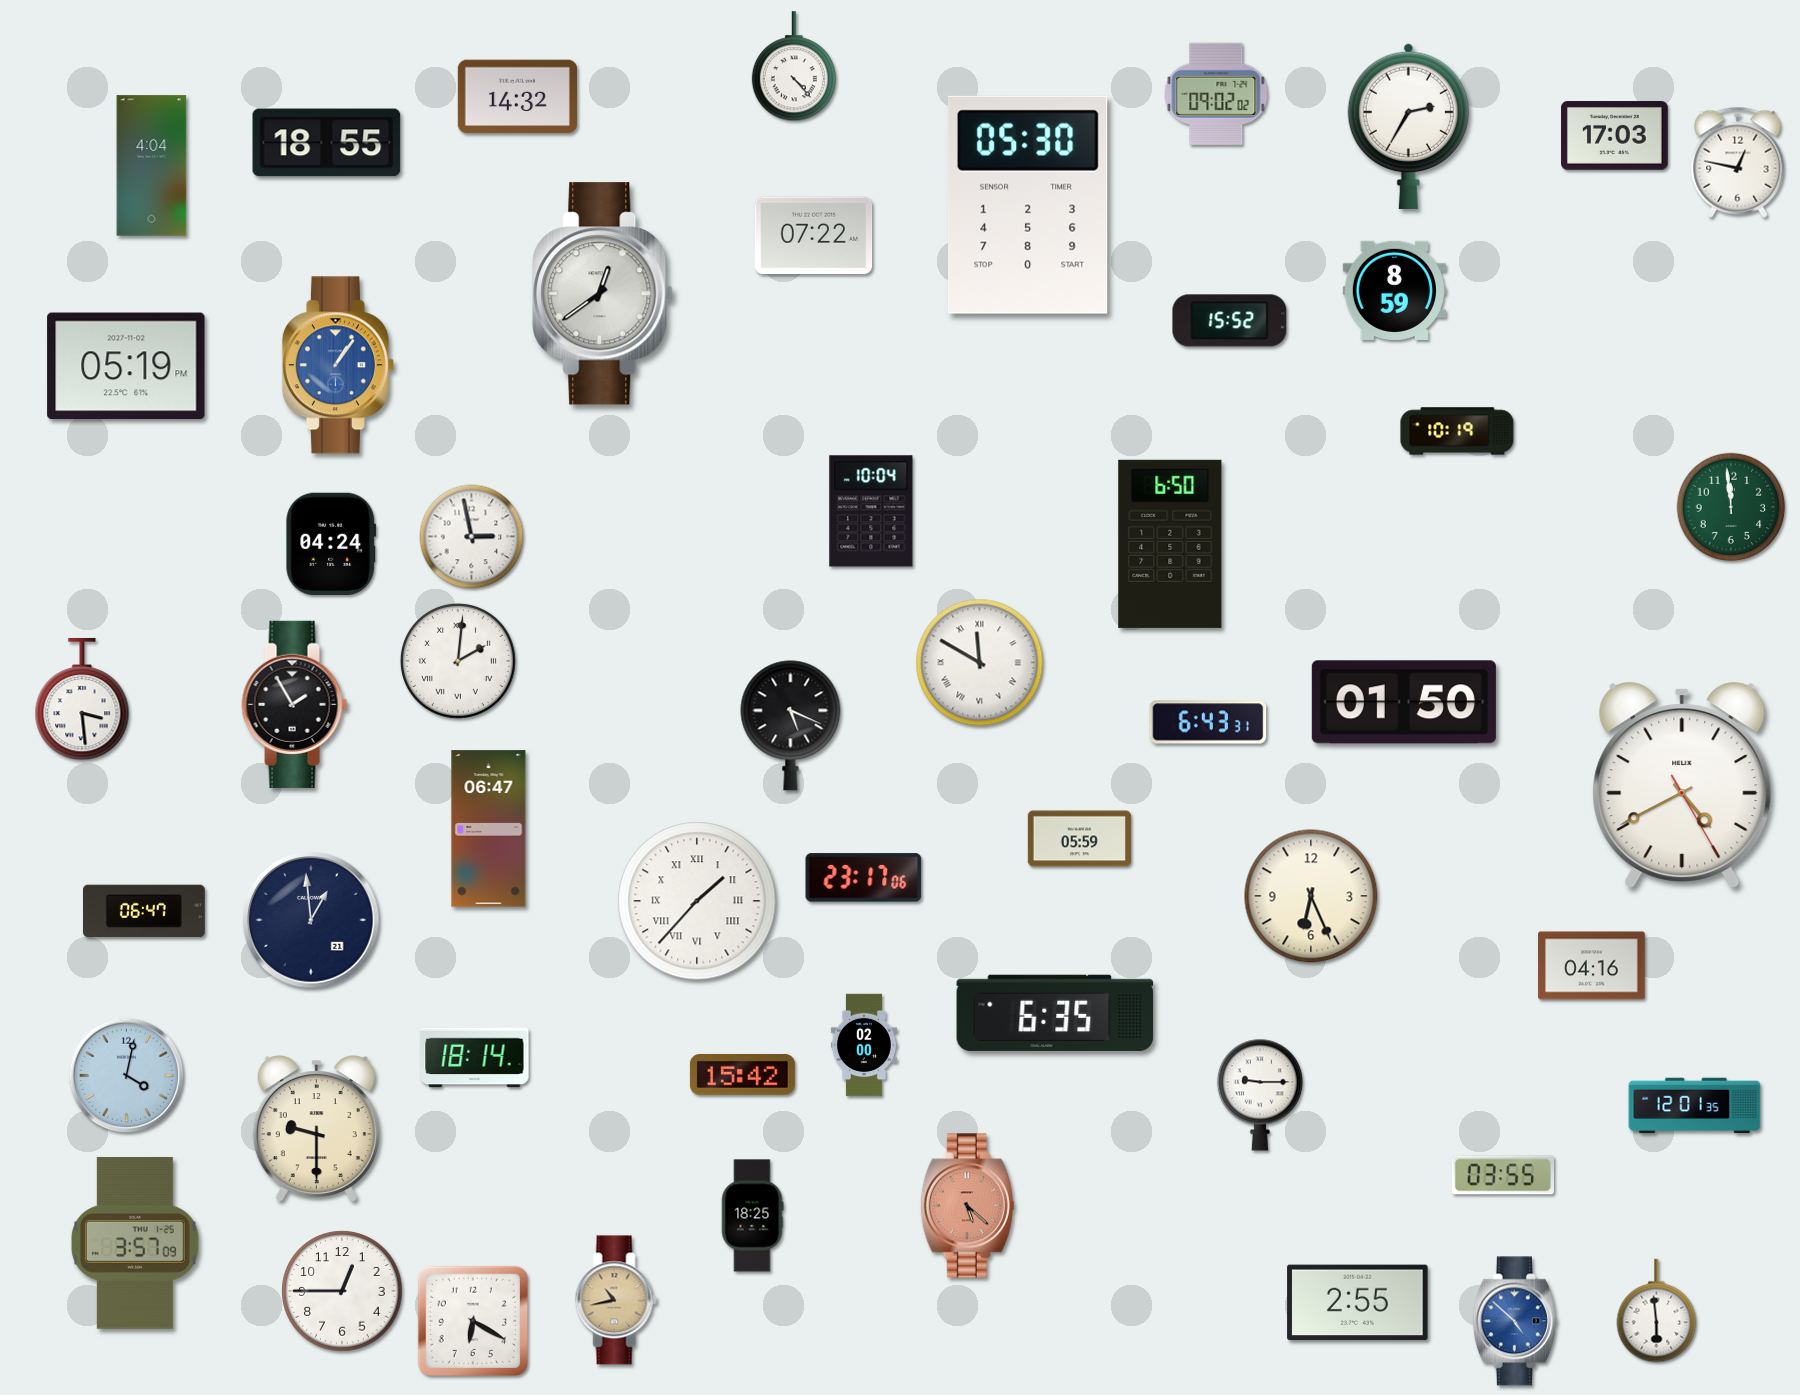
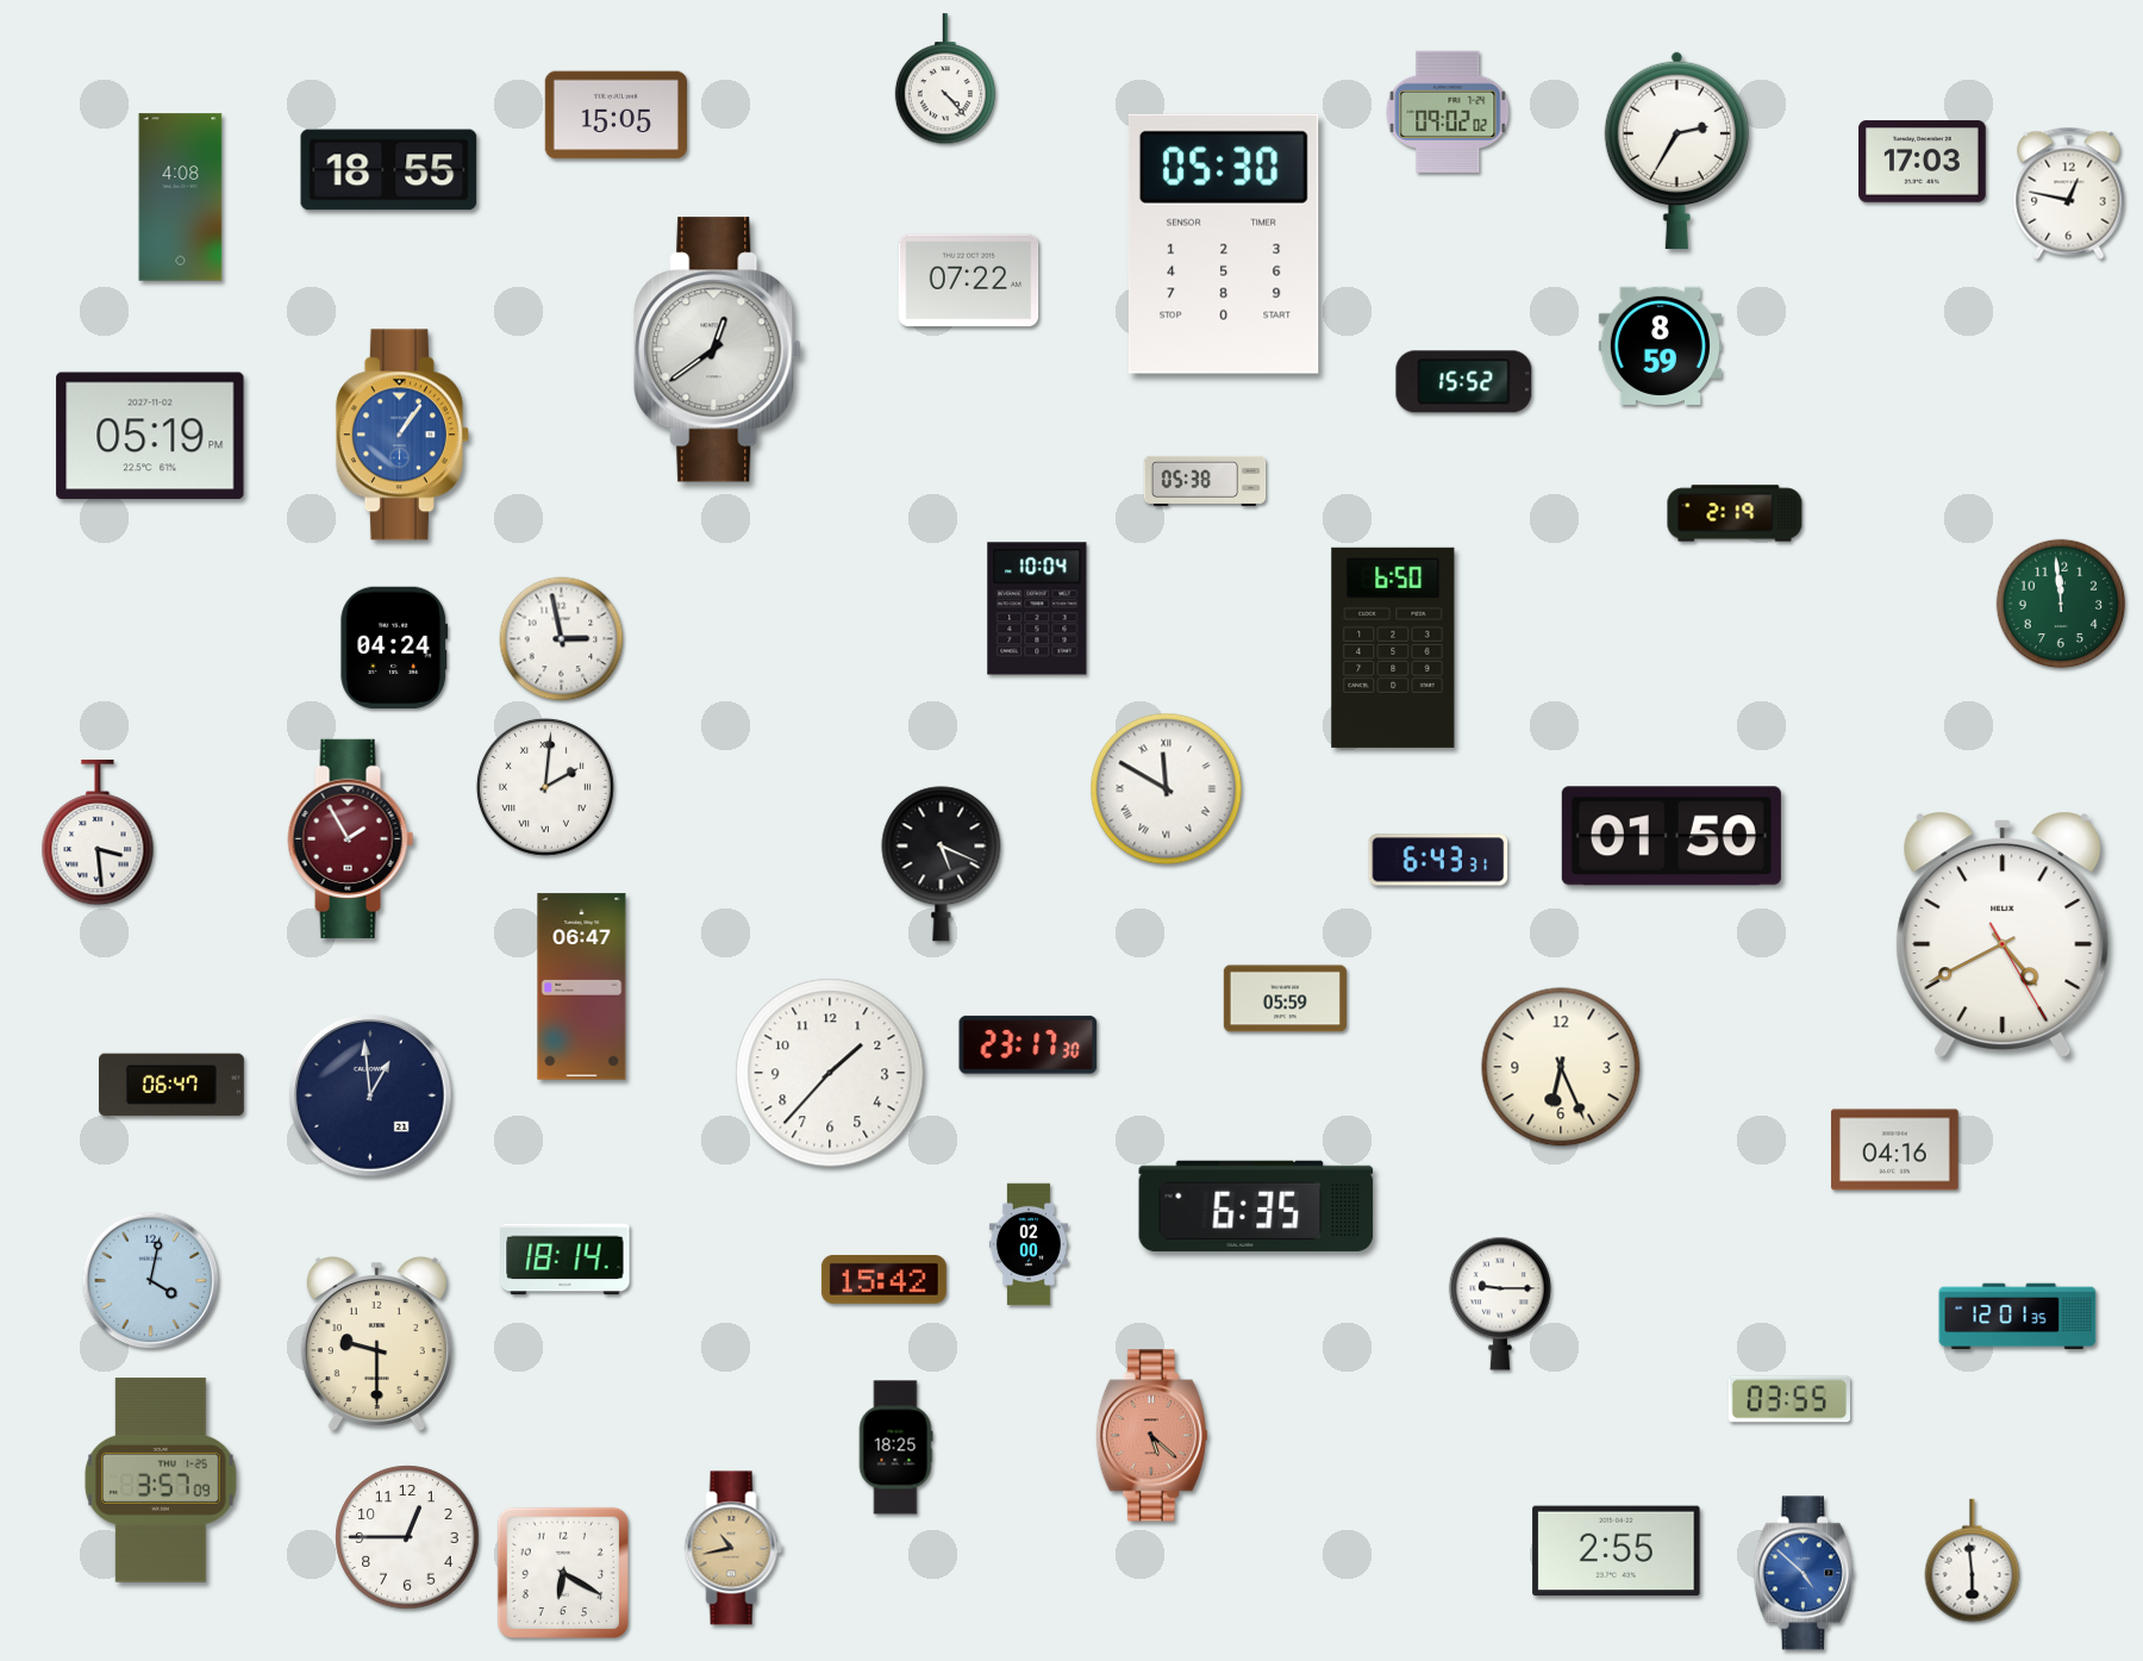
clock at (517, 97): 14:32 -> 15:05
clock at (152, 166): 4:04 -> 4:08
clock at (1205, 481): none -> 05:38
clock at (1457, 431): 10:19 -> 2:19
clock at (295, 704) dial: black -> burgundy
clock at (864, 878): 23:17:06 -> 23:17:30
clock at (697, 901) numerals: Roman -> Arabic
